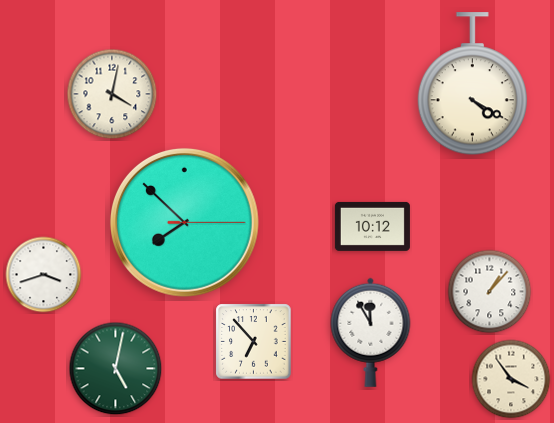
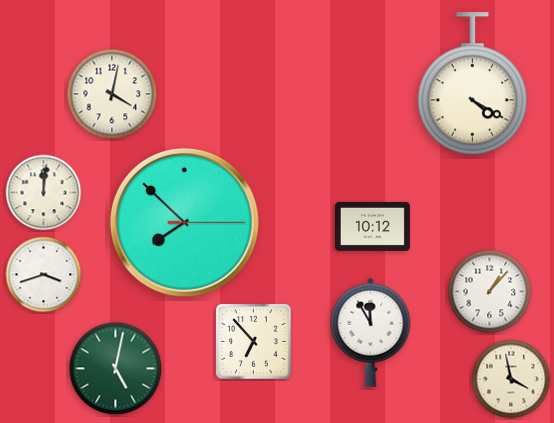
clock at (44, 193): none -> 12:01
clock at (511, 379): 3:54 -> 3:58
